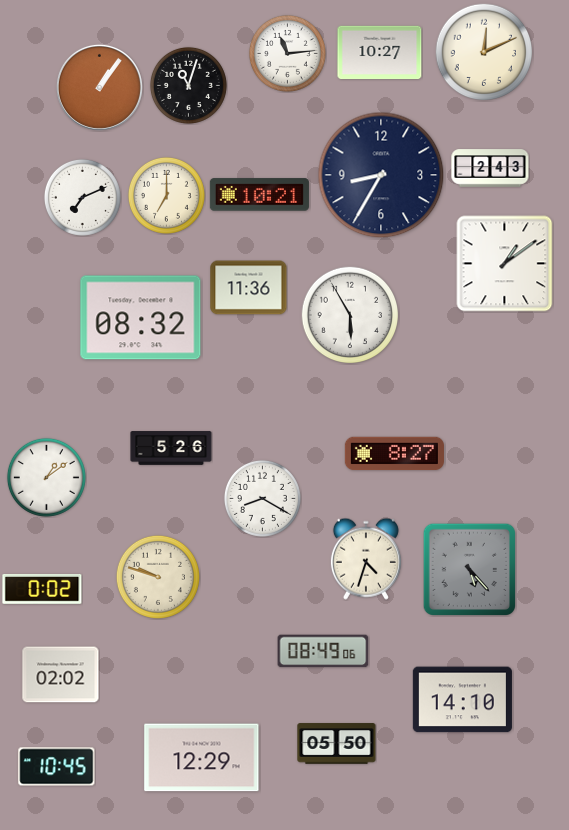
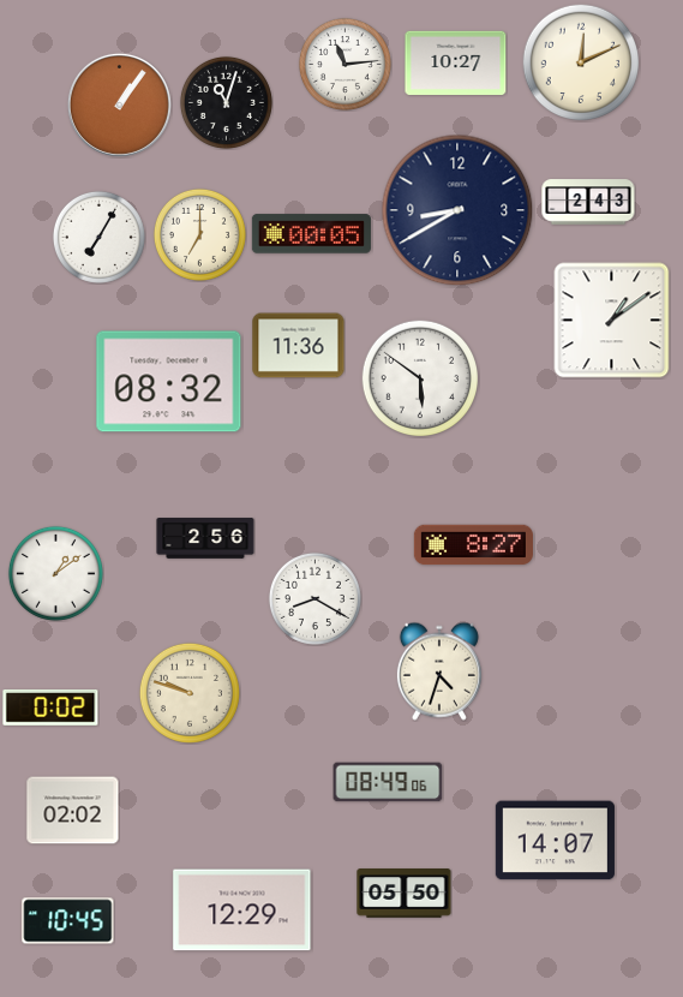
clock at (381, 175): 8:35 -> 8:40
clock at (259, 195): 10:21 -> 00:05
clock at (82, 197): 7:11 -> 7:05
clock at (505, 264) position: (505, 264) -> (612, 321)
clock at (349, 314): 5:55 -> 5:51
clock at (171, 448): 5:26 -> 2:56
clock at (469, 569): 5:23 -> none
clock at (462, 700): 14:10 -> 14:07
